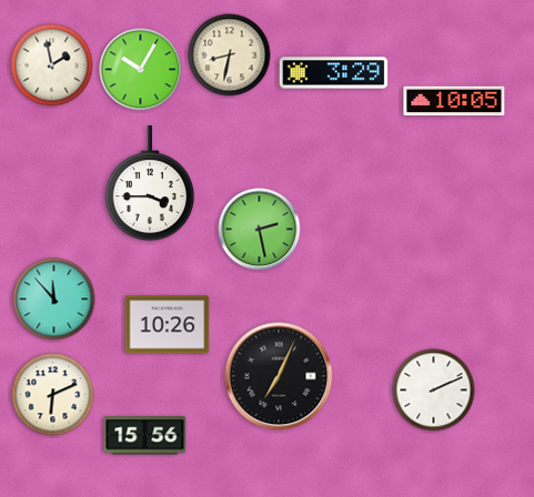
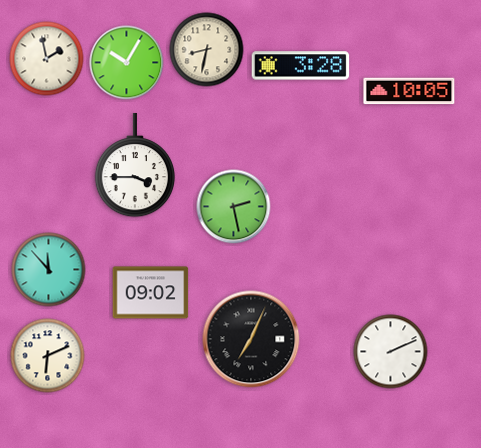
clock at (334, 73): 3:29 -> 3:28
clock at (168, 325): 10:26 -> 09:02
clock at (145, 436): 15:56 -> none
